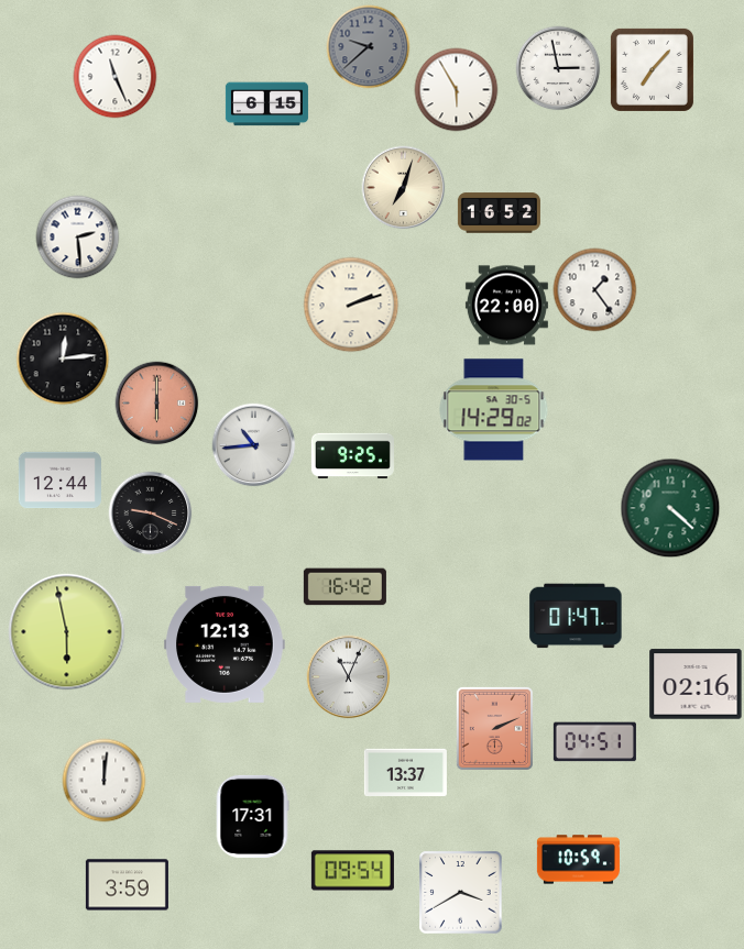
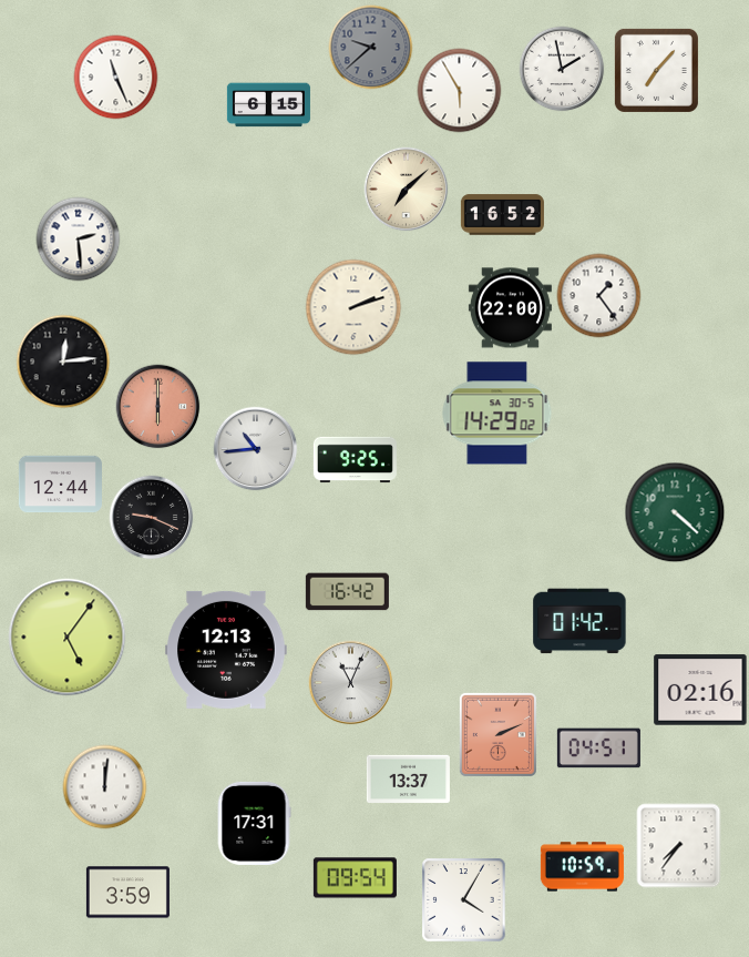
clock at (558, 68): 2:58 -> 1:58
clock at (404, 188): 7:03 -> 7:08
clock at (595, 290) position: (595, 290) -> (599, 296)
clock at (576, 616): 01:47 -> 01:42
clock at (67, 632): 5:58 -> 5:06
clock at (679, 846): none -> 7:36
clock at (461, 893): 3:40 -> 4:05
